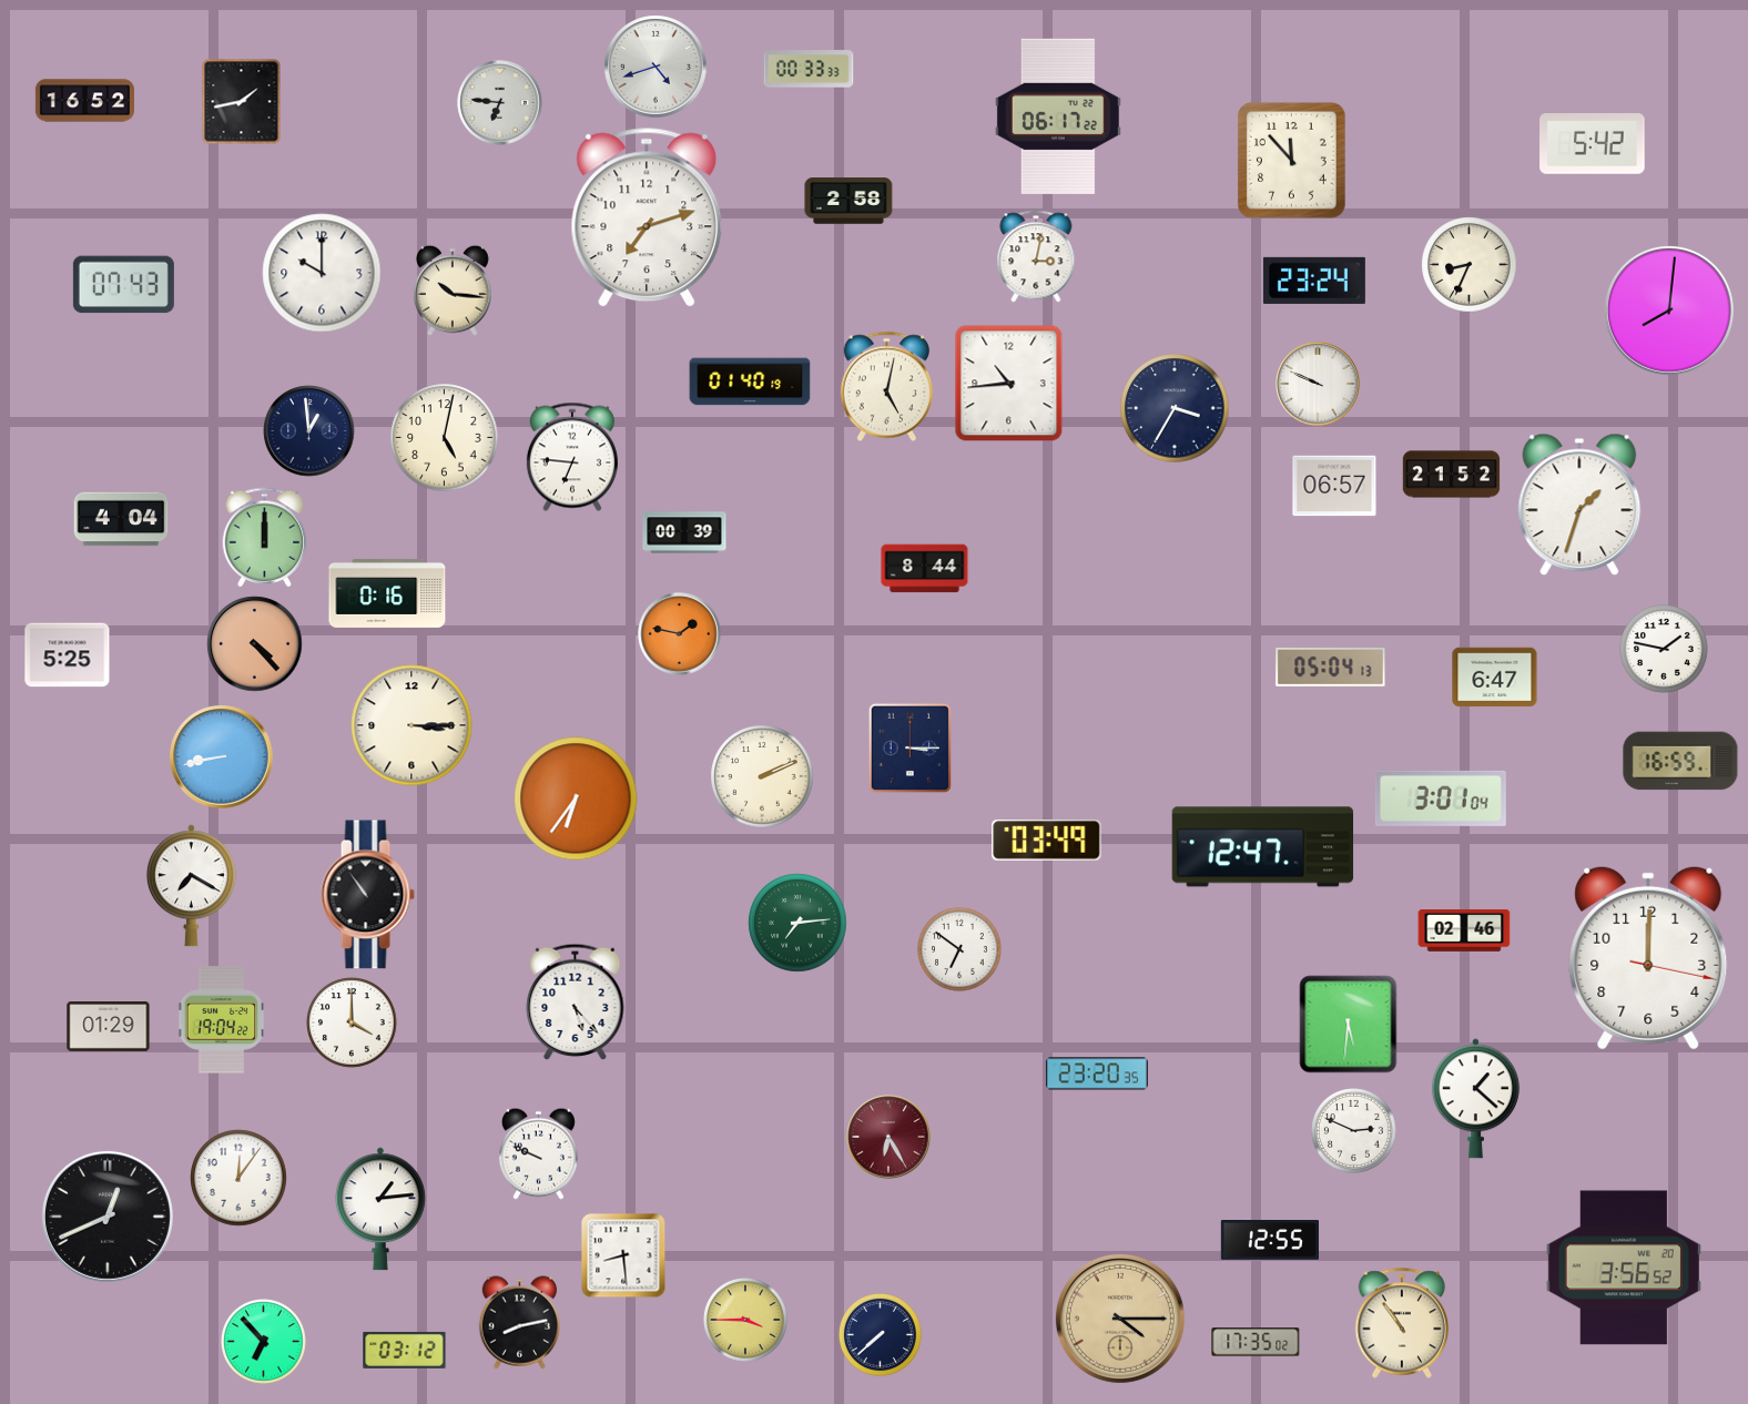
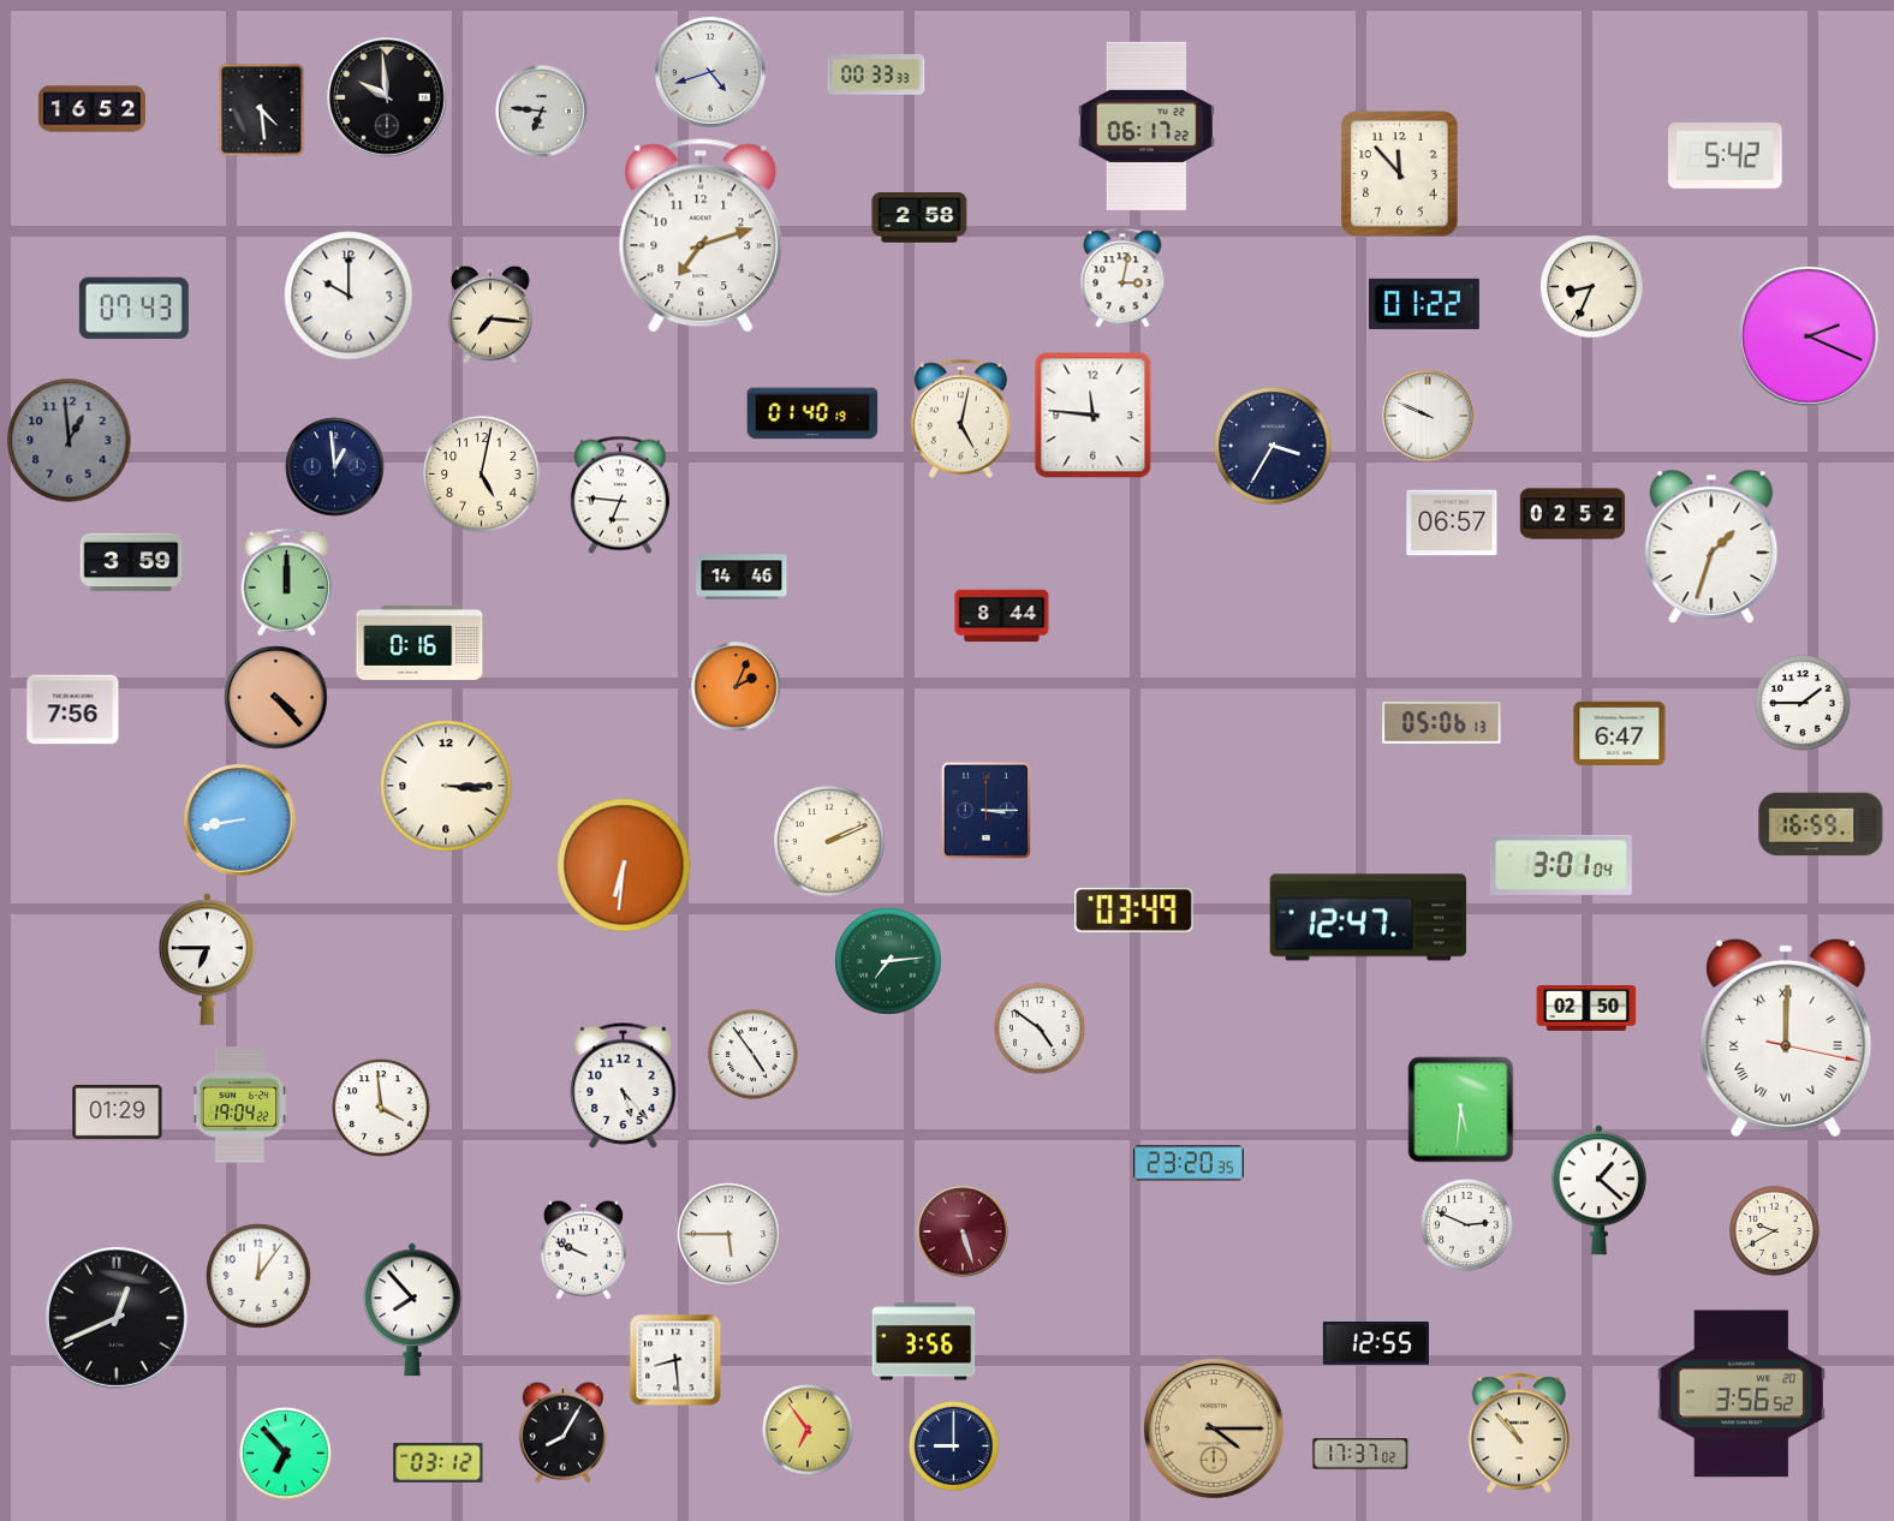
clock at (387, 97): none -> 9:59
clock at (242, 102): 1:43 -> 4:29
clock at (1314, 281): 23:24 -> 01:22
clock at (453, 291): 10:16 -> 7:16
clock at (1669, 311): 8:01 -> 2:19
clock at (1009, 384): 10:44 -> 11:46
clock at (70, 441): none -> 12:59
clock at (1175, 408) position: (1175, 408) -> (1273, 446)
clock at (1452, 475): 21:52 -> 02:52
clock at (1334, 486) position: (1334, 486) -> (1452, 523)
clock at (121, 519): 4:04 -> 3:59
clock at (684, 532): 00:39 -> 14:46
clock at (680, 634): 1:47 -> 2:04
clock at (1665, 650): 1:47 -> 1:45
clock at (68, 655): 5:25 -> 7:56
clock at (1331, 667): 05:04 -> 05:06
clock at (762, 776) position: (762, 776) -> (829, 841)
clock at (576, 798): 6:36 -> 6:31
clock at (191, 886): 7:20 -> 6:45
clock at (367, 895): 10:54 -> none
clock at (797, 923) position: (797, 923) -> (888, 961)
clock at (1464, 930): 02:46 -> 02:50
clock at (961, 950): 6:51 -> 4:51
clock at (1648, 958) numerals: Arabic -> Roman
clock at (752, 1054): none -> 4:54
clock at (352, 1023): 4:00 -> 3:59
clock at (1774, 1230): none -> 9:40
clock at (888, 1137): 6:25 -> 5:27
clock at (728, 1234): none -> 5:45
clock at (380, 1209): 1:14 -> 7:53
clock at (924, 1342): none -> 3:56
clock at (1624, 1268) position: (1624, 1268) -> (1741, 1394)
clock at (746, 1321): 3:45 -> 6:54
clock at (520, 1323): 8:13 -> 8:05
clock at (1402, 1323): 10:54 -> 10:53
clock at (880, 1334): 7:38 -> 9:00
clock at (1256, 1342): 17:35 -> 17:37
